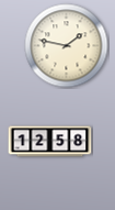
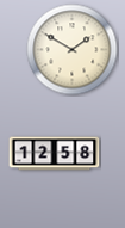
clock at (67, 46): 1:47 -> 1:50
